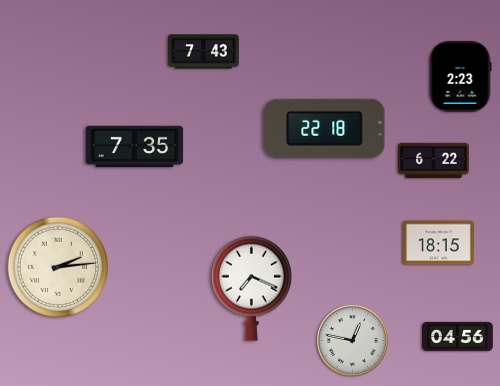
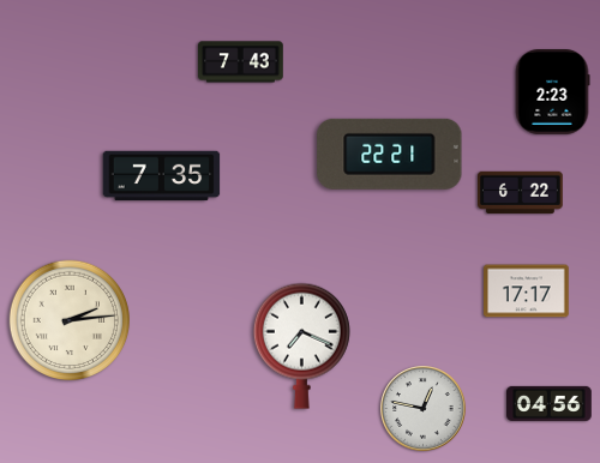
clock at (204, 52) position: (204, 52) -> (241, 62)
clock at (325, 128): 22:18 -> 22:21
clock at (439, 243): 18:15 -> 17:17
